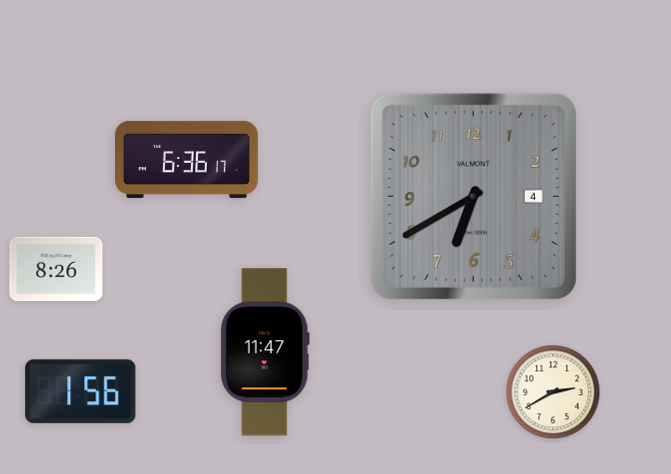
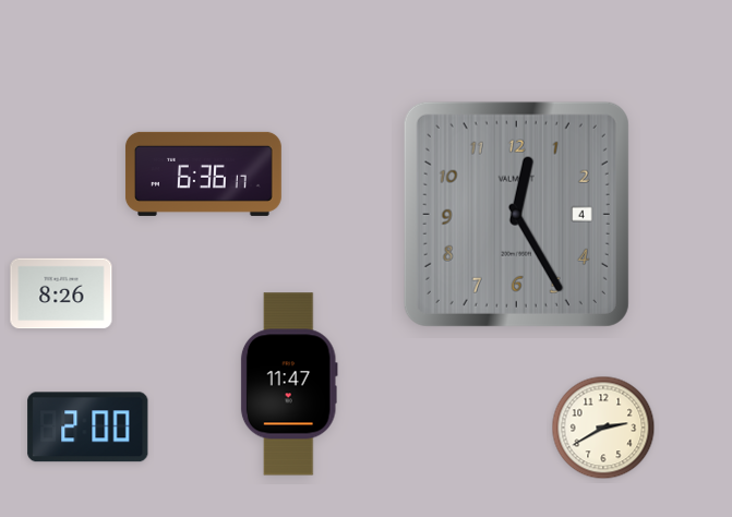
clock at (473, 196): 6:40 -> 12:25
clock at (81, 392): 1:56 -> 2:00
